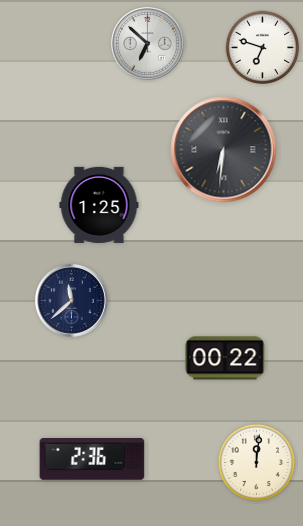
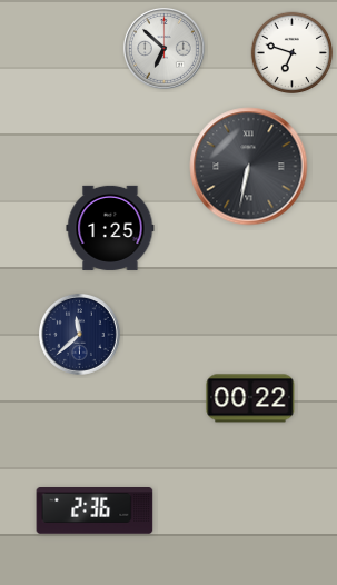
clock at (224, 150): 6:31 -> 6:32
clock at (92, 459) position: (92, 459) -> (95, 510)
clock at (256, 462): 12:01 -> none
